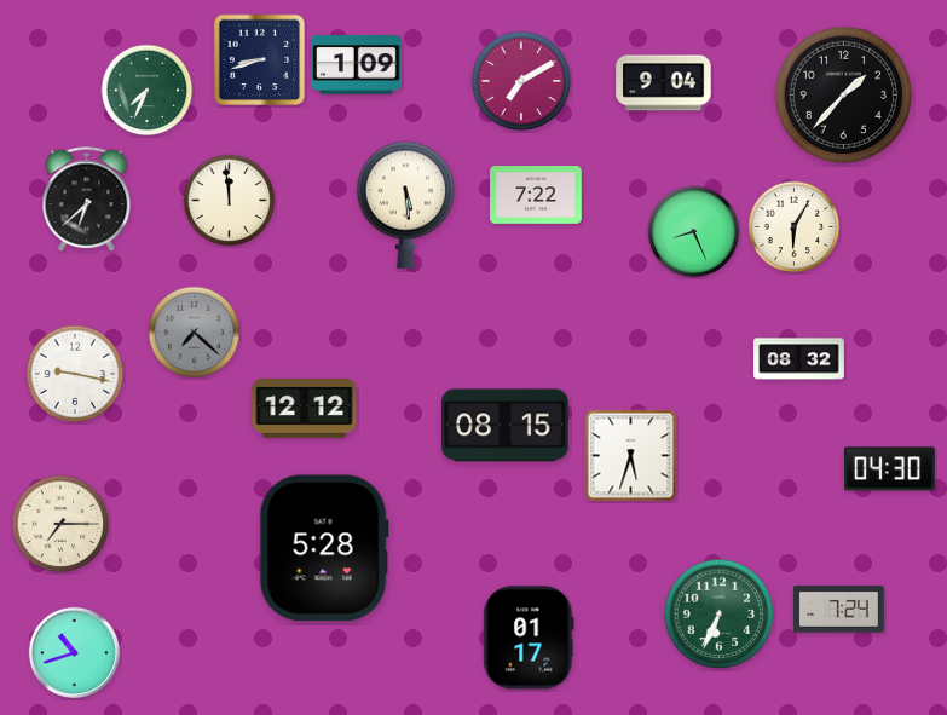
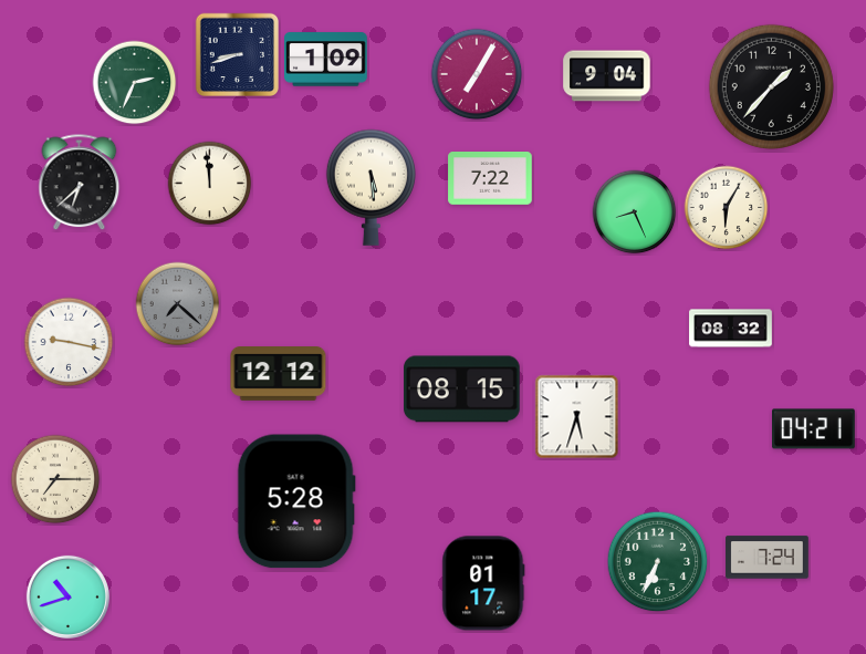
clock at (521, 81): 7:10 -> 7:05
clock at (148, 91): 7:34 -> 2:34
clock at (890, 469): 04:30 -> 04:21
